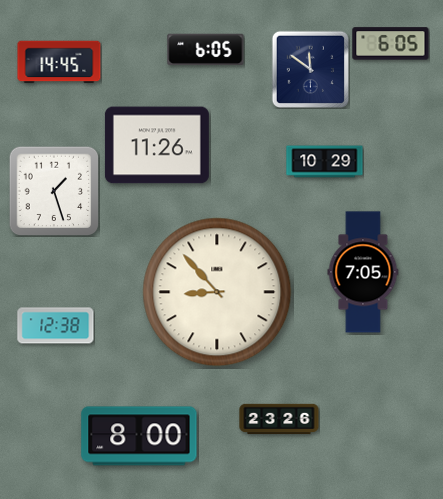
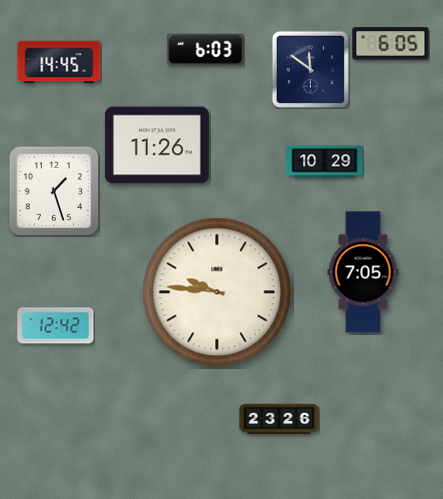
clock at (206, 49): 6:05 -> 6:03
clock at (217, 292): 8:53 -> 9:46
clock at (56, 326): 12:38 -> 12:42
clock at (139, 436): 8:00 -> none
